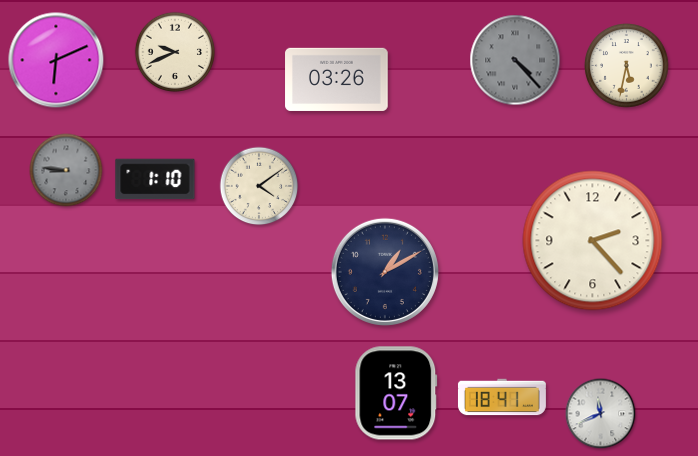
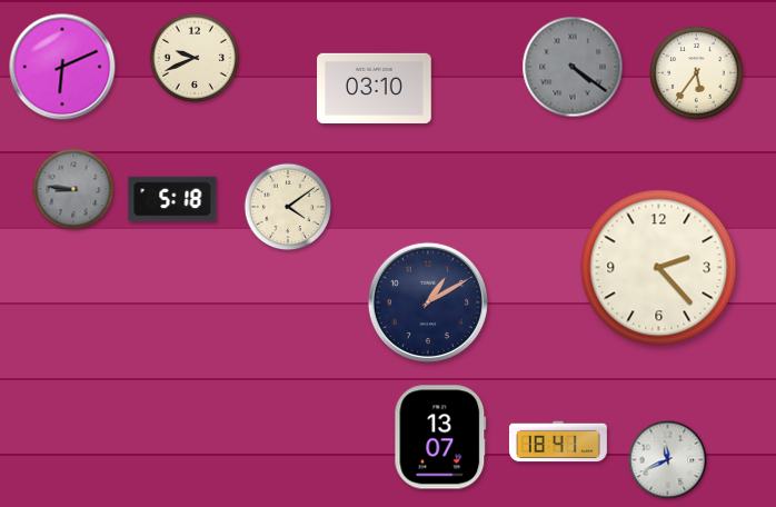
clock at (515, 60): 4:23 -> 4:21
clock at (627, 66): 5:32 -> 5:36
clock at (337, 79): 03:26 -> 03:10
clock at (155, 179): 1:10 -> 5:18
